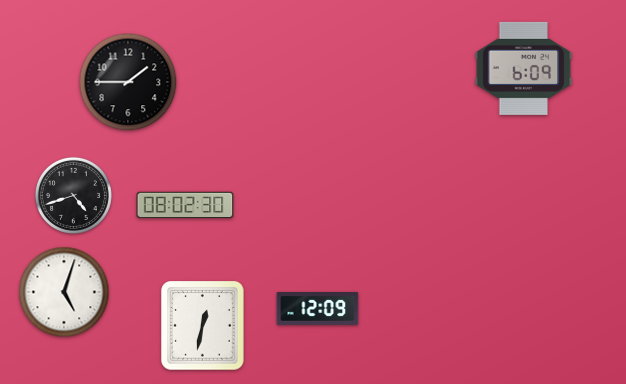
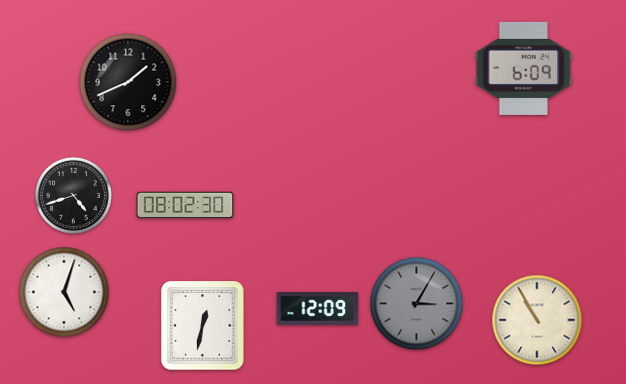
clock at (128, 82): 1:45 -> 1:41
clock at (417, 304): none -> 3:05
clock at (537, 320): none -> 10:55
